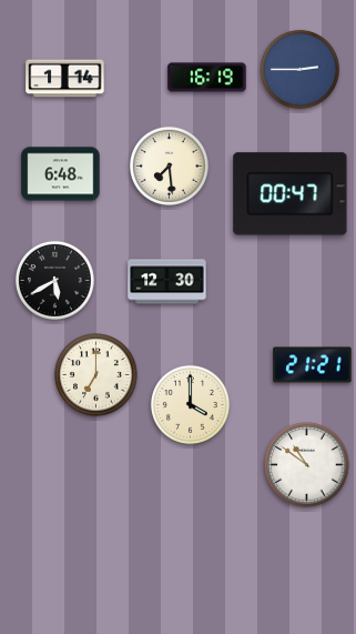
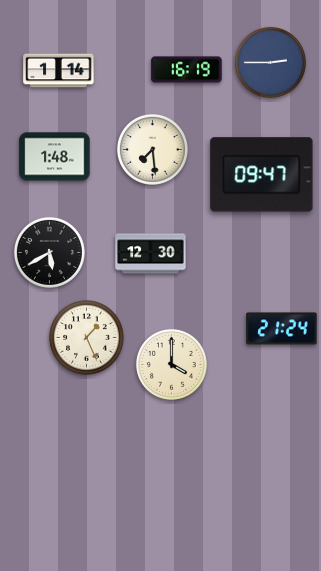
clock at (61, 174): 6:48 -> 1:48
clock at (291, 194): 00:47 -> 09:47
clock at (313, 365): 21:21 -> 21:24
clock at (96, 375): 7:00 -> 1:26
clock at (307, 465): 10:51 -> none
